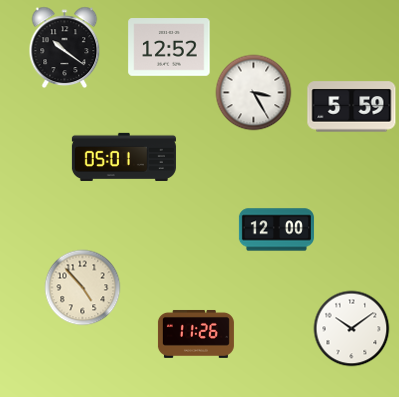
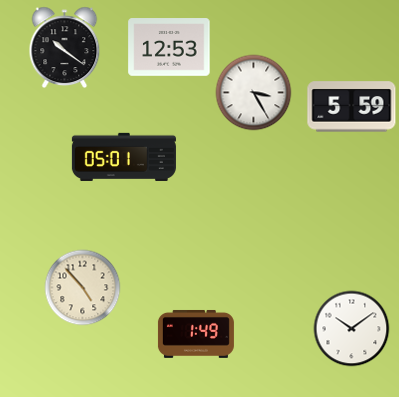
clock at (169, 47): 12:52 -> 12:53
clock at (276, 230): 12:00 -> none
clock at (196, 334): 11:26 -> 1:49
